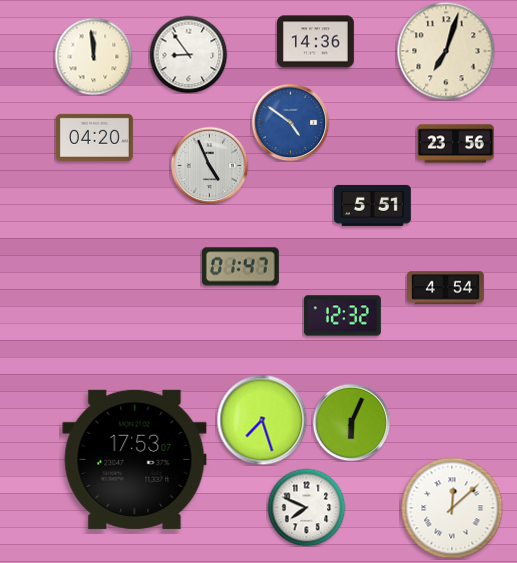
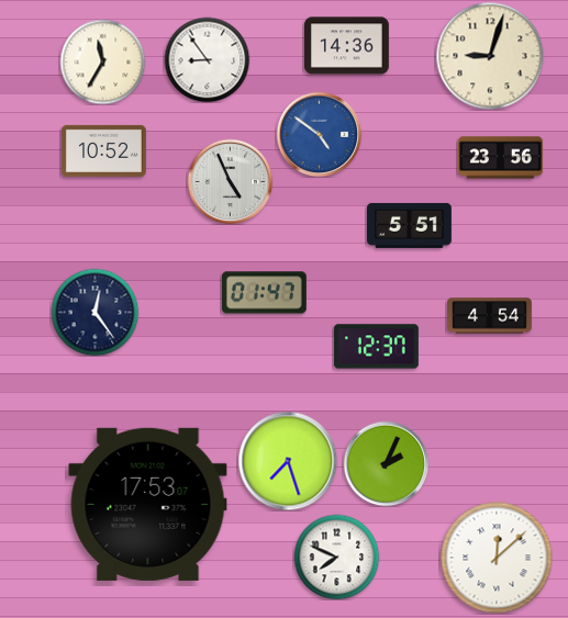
clock at (446, 51): 7:03 -> 9:03
clock at (93, 56): 11:59 -> 11:35
clock at (94, 137): 04:20 -> 10:52
clock at (94, 312): none -> 12:24
clock at (342, 316): 12:32 -> 12:37
clock at (351, 422): 6:04 -> 2:04
